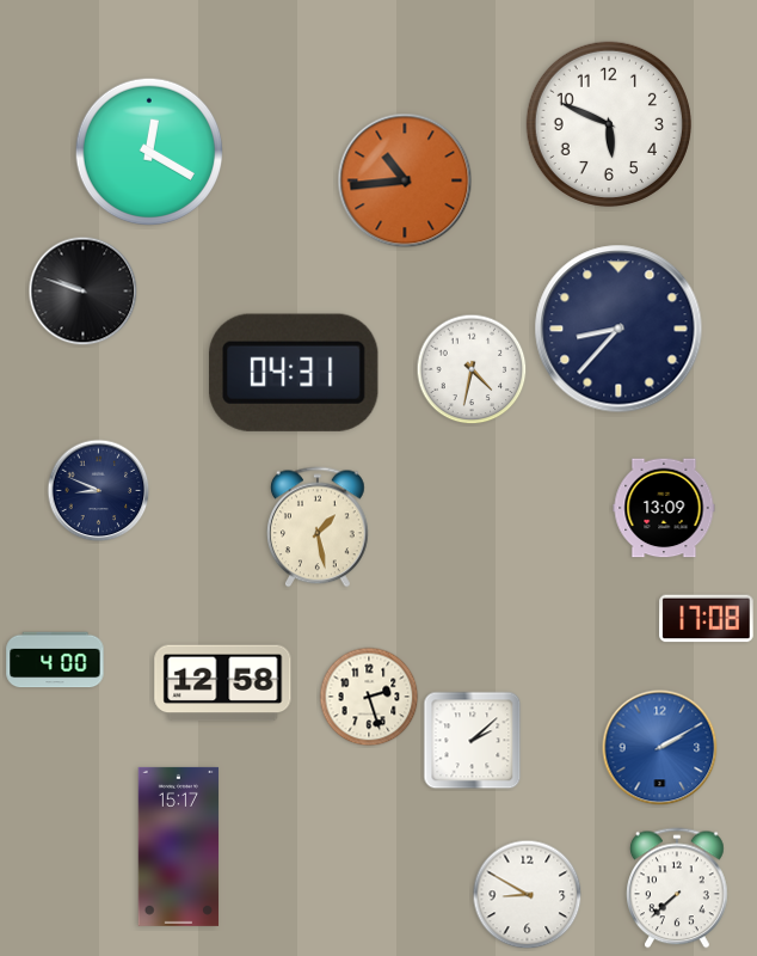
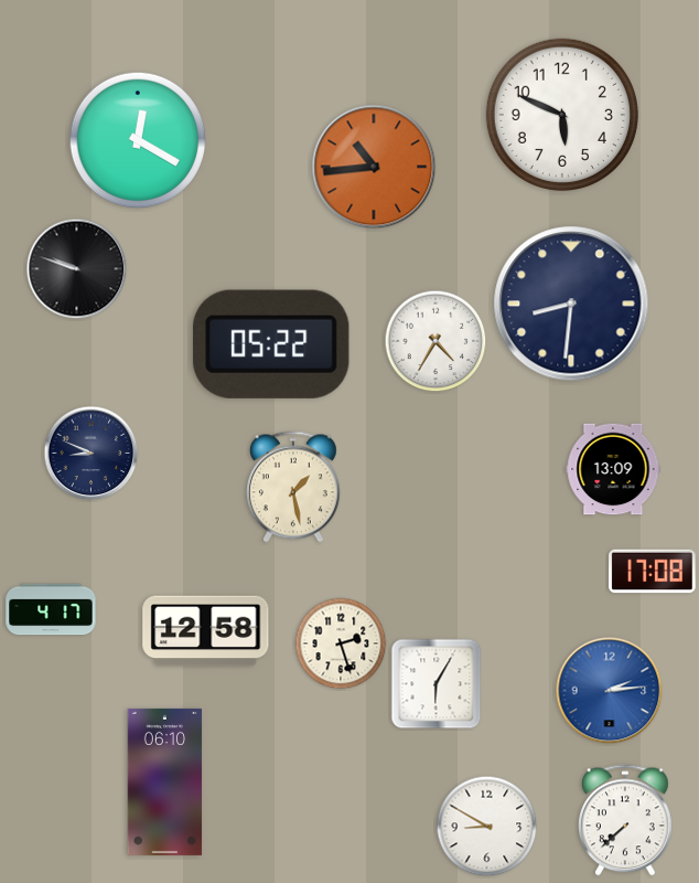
clock at (618, 329): 8:37 -> 8:31
clock at (472, 369): 4:32 -> 4:35
clock at (294, 373): 04:31 -> 05:22
clock at (55, 660): 4:00 -> 4:17
clock at (473, 741): 2:08 -> 6:05
clock at (660, 748): 2:10 -> 2:14
clock at (179, 846): 15:17 -> 06:10
